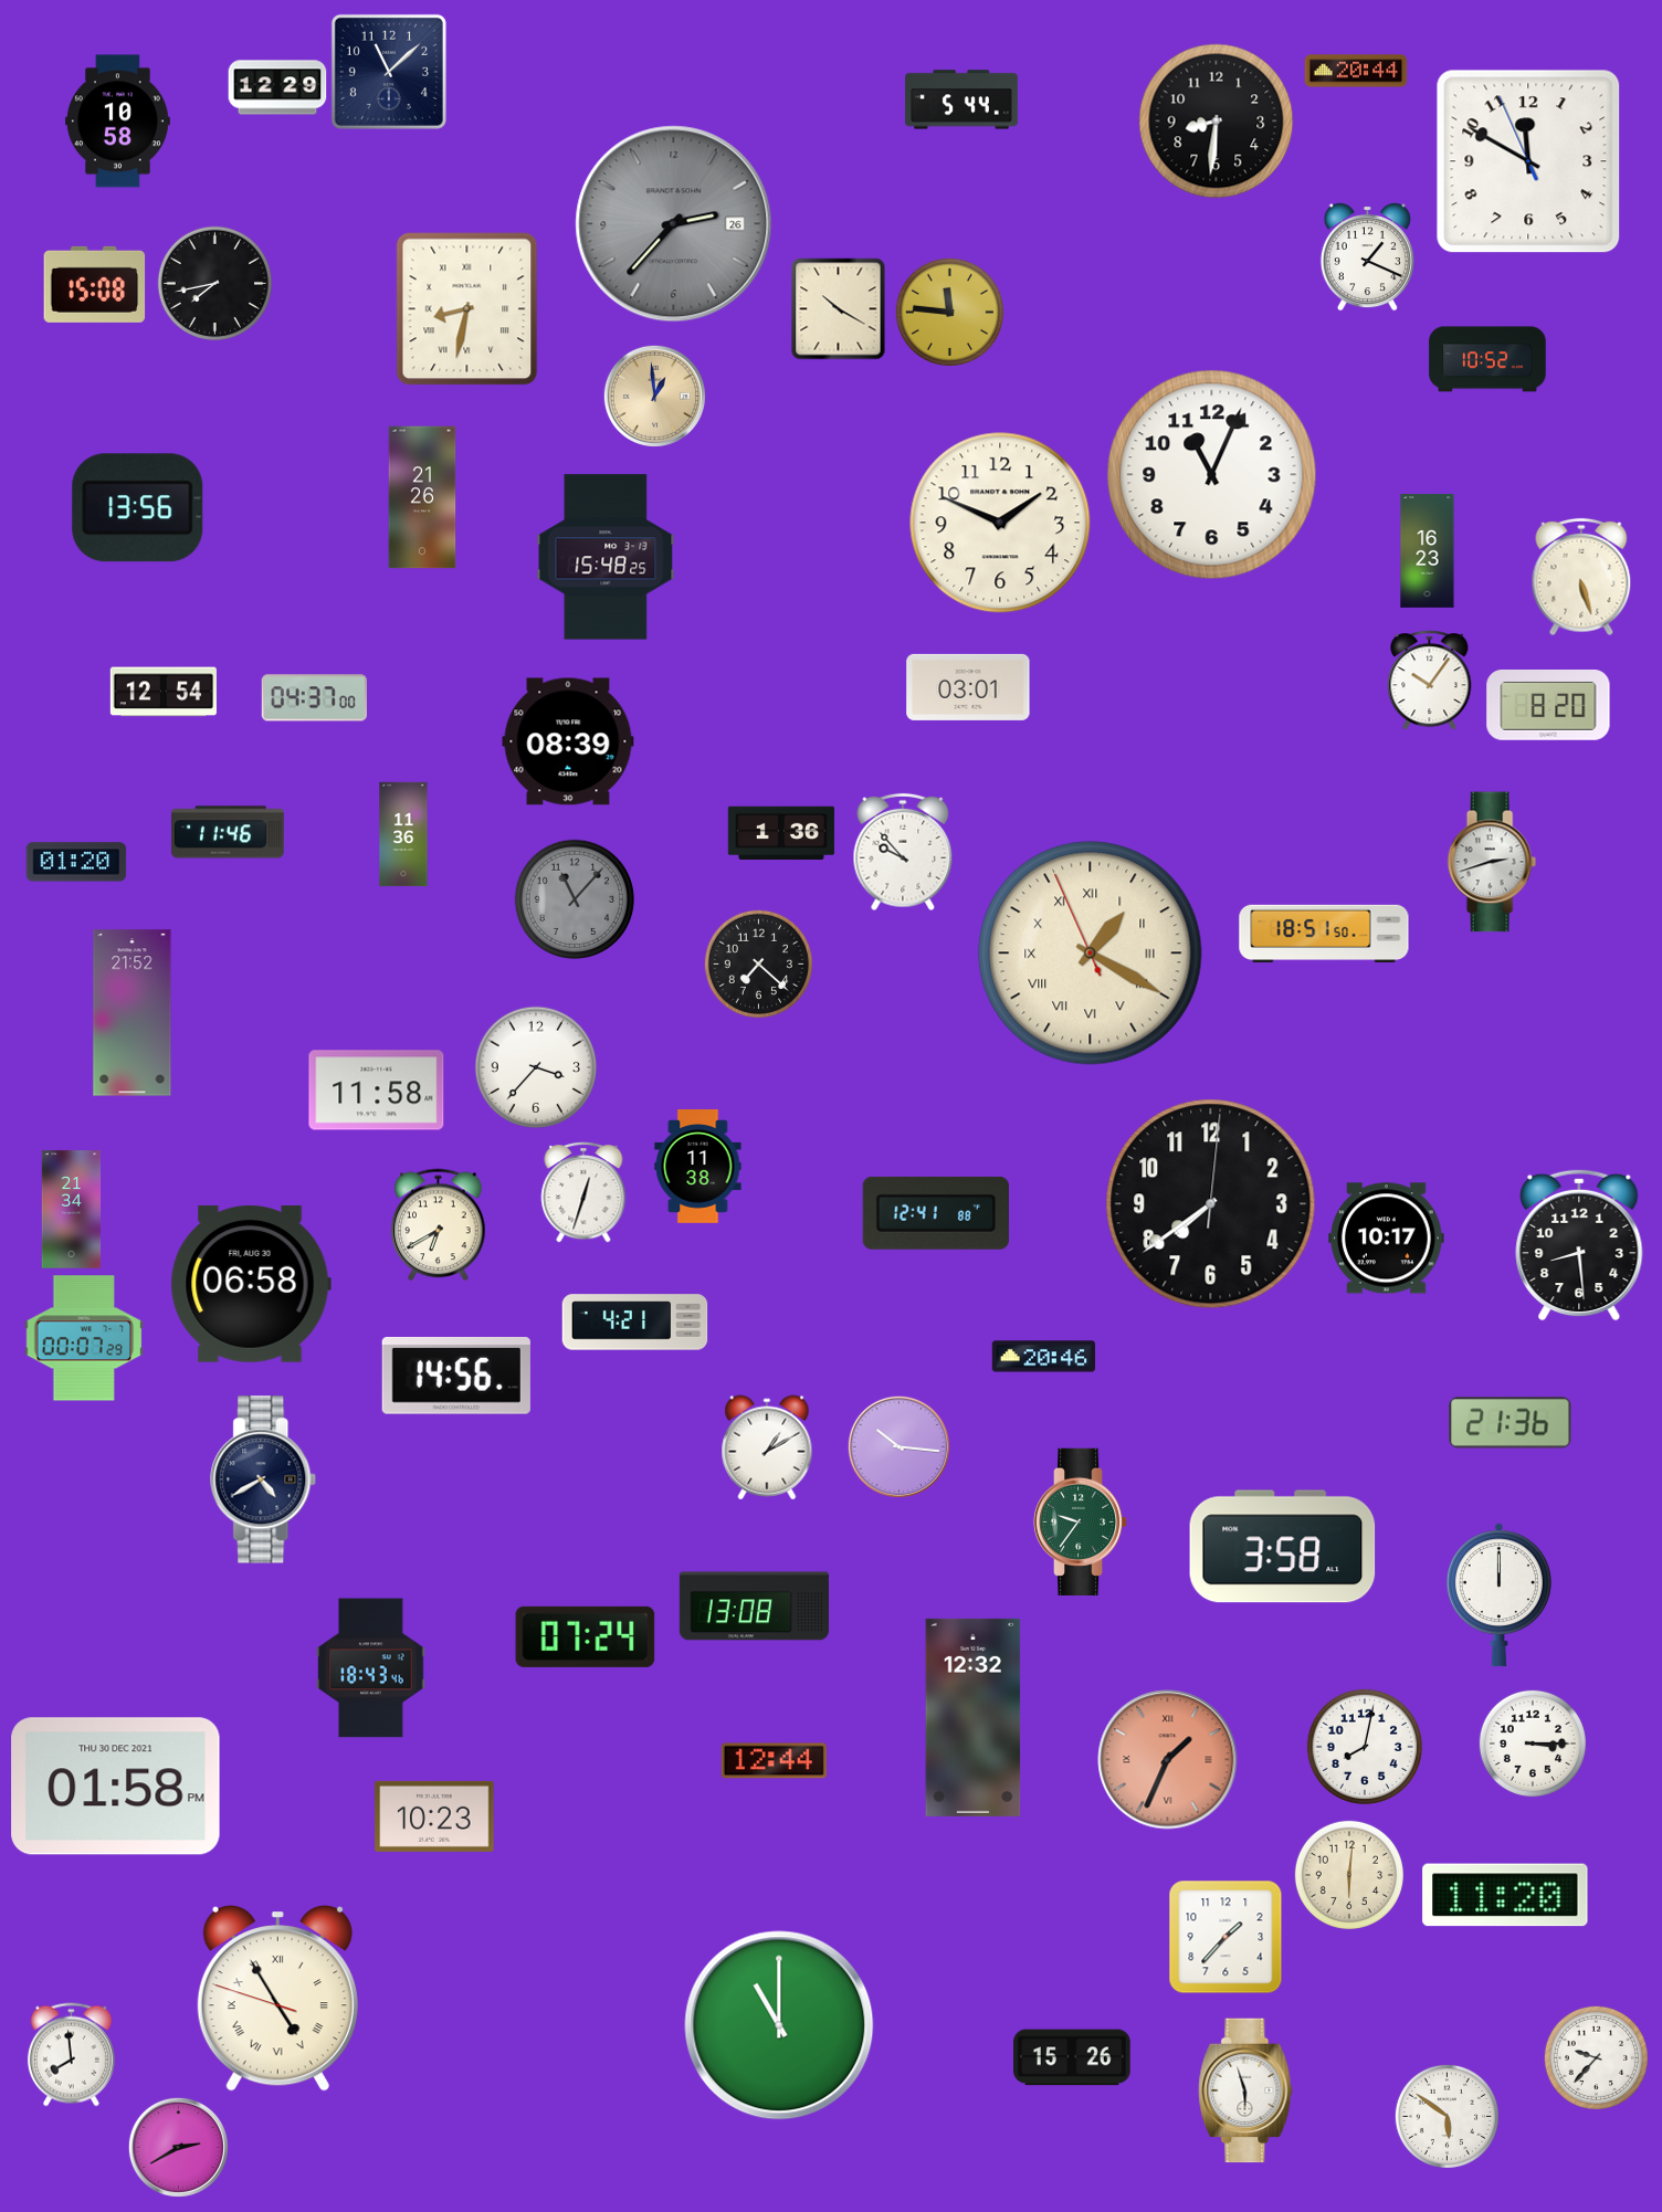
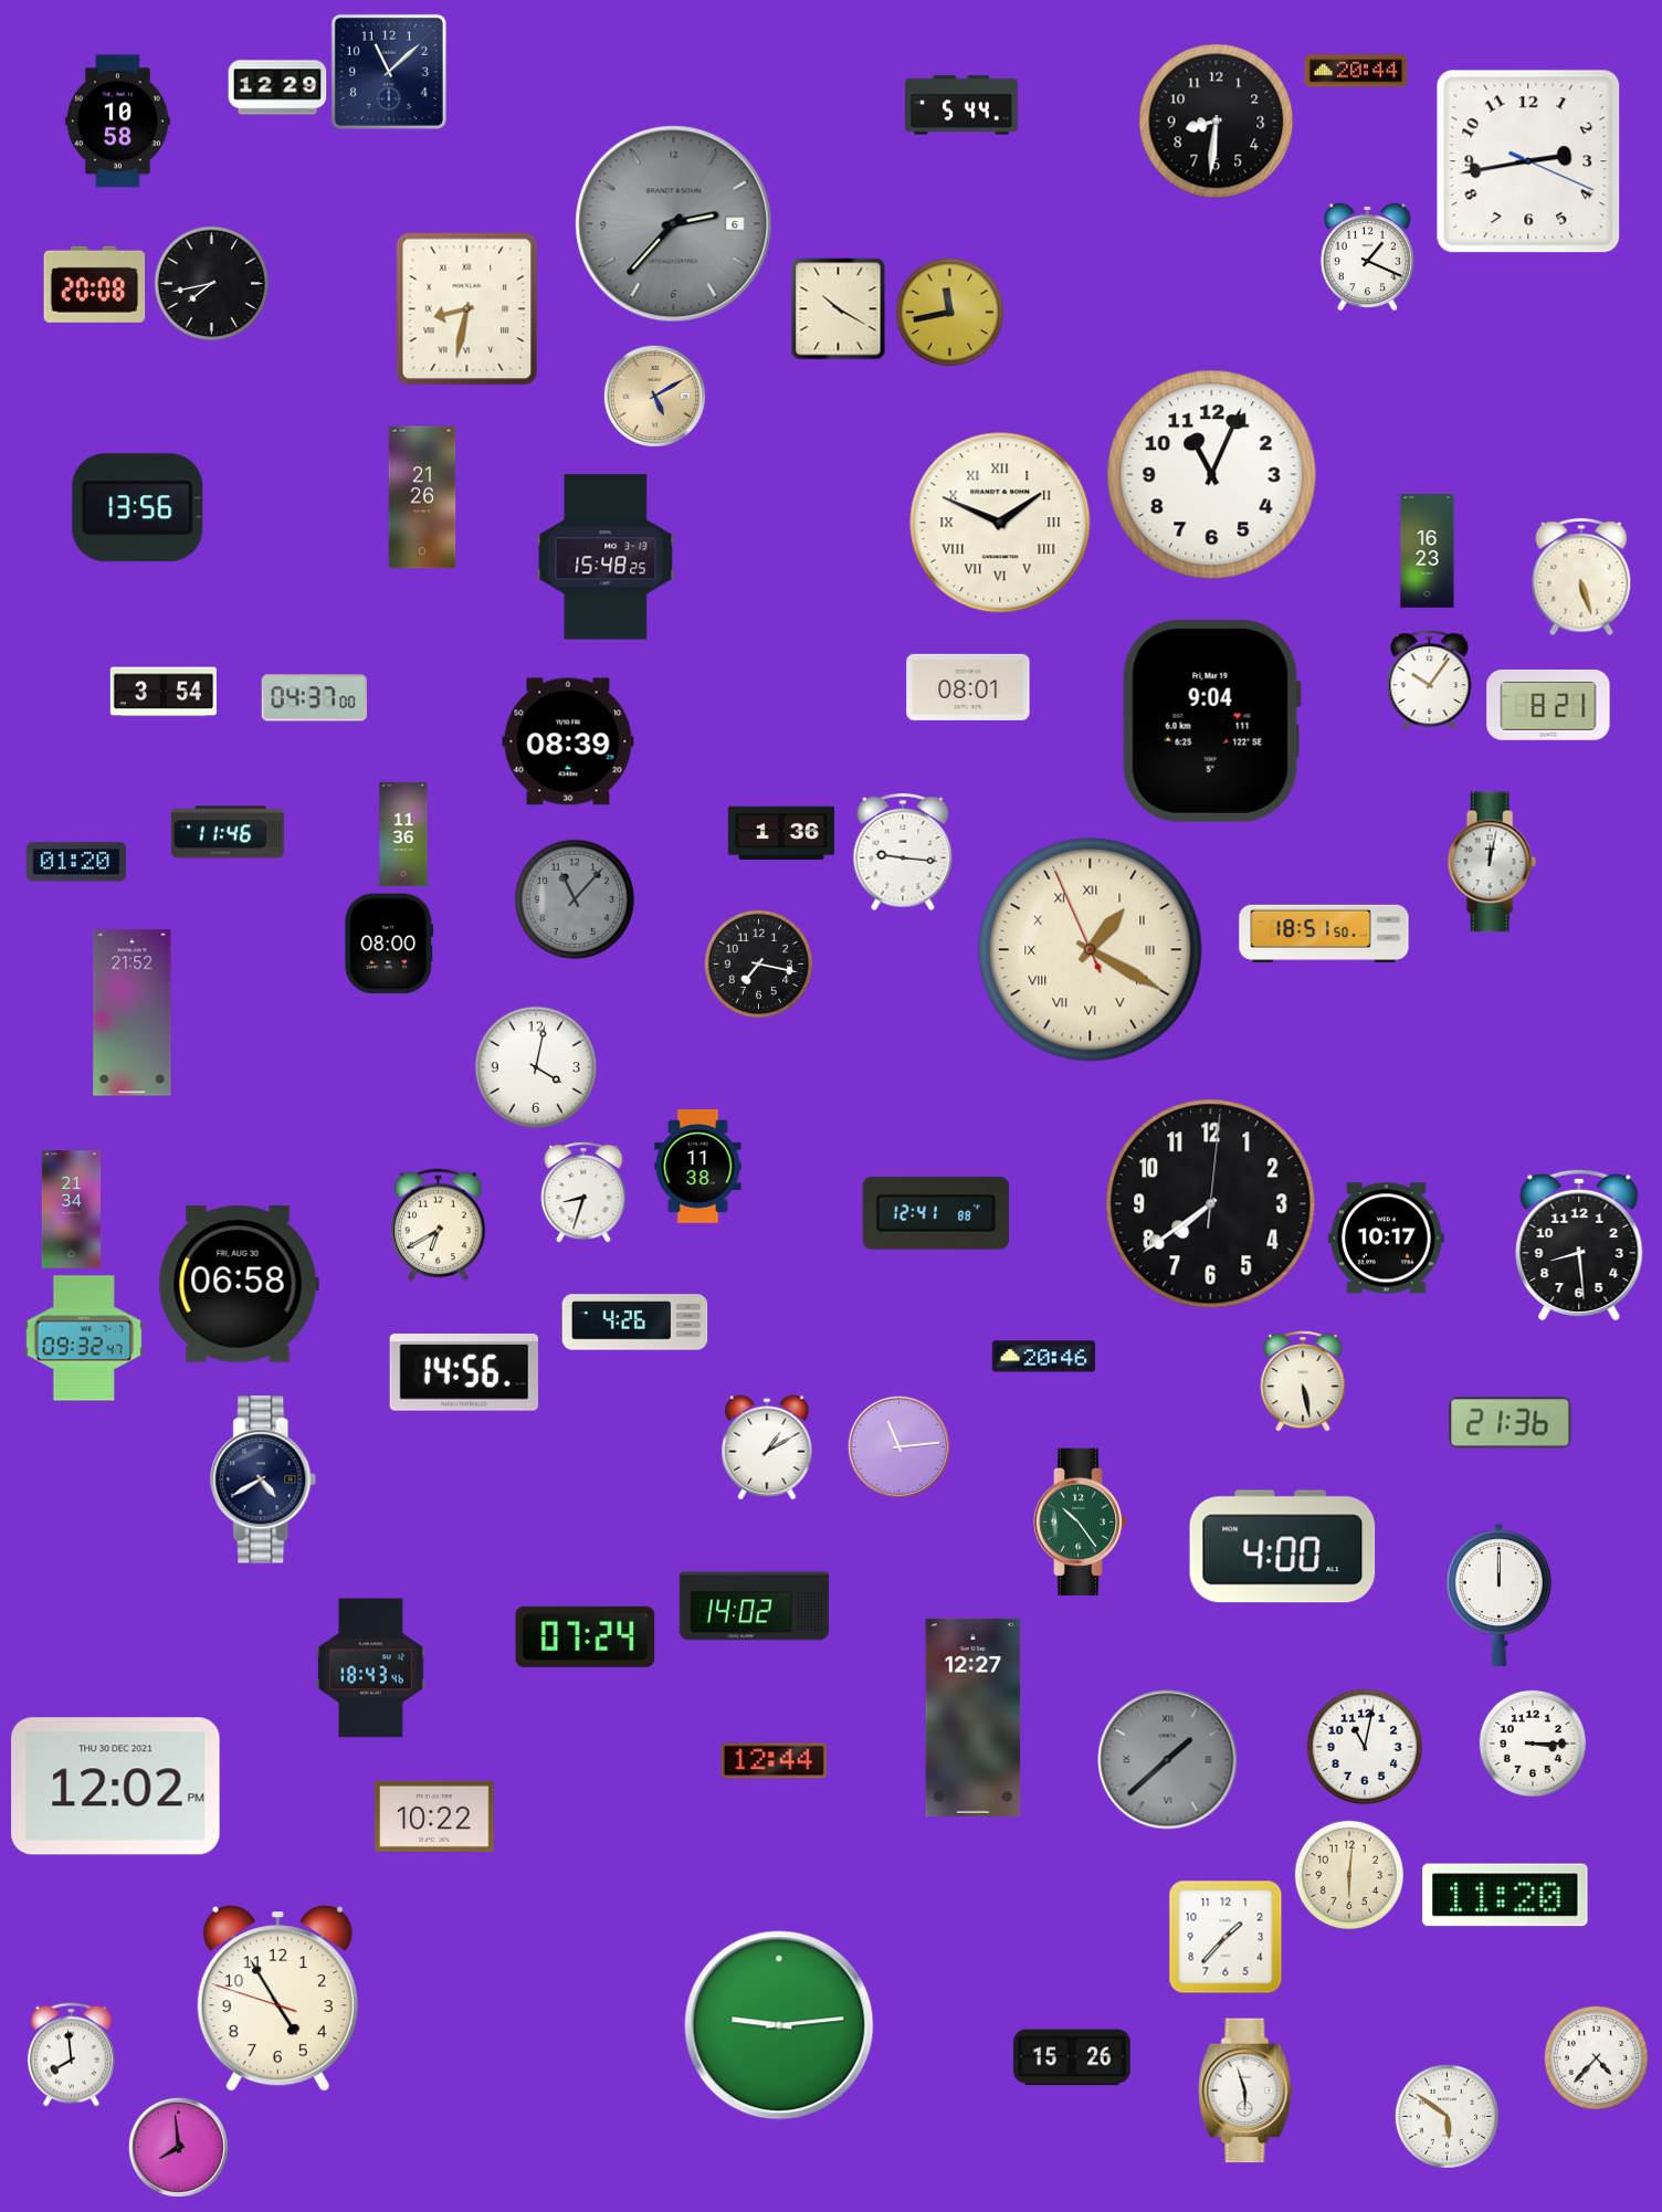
clock at (961, 99) position: (961, 99) -> (961, 105)
clock at (1528, 161): 11:49 -> 2:43
clock at (674, 224) date: 26 -> 6
clock at (214, 283) position: (214, 283) -> (211, 283)
clock at (95, 284): 15:08 -> 20:08
clock at (949, 312): 11:46 -> 11:43
clock at (1487, 359): 10:52 -> none
clock at (654, 396): 12:59 -> 5:10
clock at (1000, 523) numerals: Arabic -> Roman
clock at (968, 687): 03:01 -> 08:01
clock at (164, 692): 12:54 -> 3:54
clock at (1548, 705): 8:20 -> 8:21
clock at (1211, 720): none -> 9:04
clock at (903, 852): 9:53 -> 9:16
clock at (1492, 862): 2:42 -> 12:02
clock at (389, 944): none -> 08:00
clock at (1091, 954) position: (1091, 954) -> (1091, 950)
clock at (758, 963): 7:22 -> 7:17
clock at (536, 1067): 3:37 -> 4:02
clock at (377, 1091): 11:58 -> none
clock at (583, 1192): 12:33 -> 8:33
clock at (251, 1284) position: (251, 1284) -> (239, 1284)
clock at (635, 1323): 4:21 -> 4:26
clock at (84, 1338): 00:07 -> 09:32
clock at (456, 1376) position: (456, 1376) -> (464, 1372)
clock at (1303, 1381): none -> 5:28
clock at (898, 1446): 10:16 -> 11:14
clock at (1081, 1521): 9:36 -> 10:24
clock at (1283, 1547): 3:58 -> 4:00
clock at (754, 1607): 13:08 -> 14:02
clock at (974, 1717): 12:32 -> 12:27
clock at (1364, 1746): 8:02 -> 11:02
clock at (1168, 1760): 1:34 -> 1:38
clock at (1168, 1760) dial: salmon -> grey
clock at (116, 1787): 01:58 -> 12:02
clock at (434, 1816): 10:23 -> 10:22
clock at (277, 1999) numerals: Roman -> Arabic
clock at (779, 2025): 11:00 -> 9:14
clock at (1596, 2057): 9:37 -> 4:37
clock at (178, 2147): 2:40 -> 7:59
